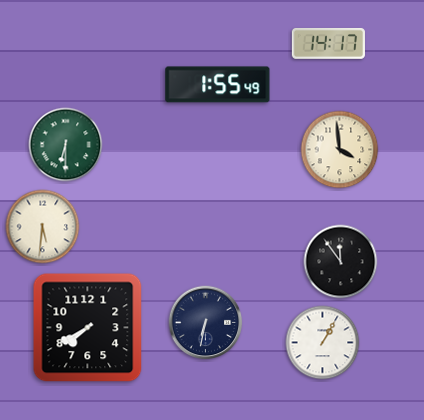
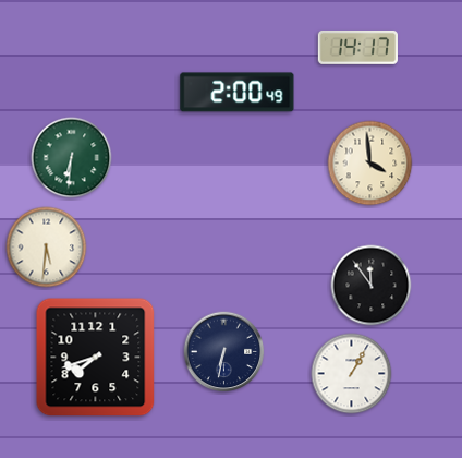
clock at (218, 85): 1:55 -> 2:00
clock at (66, 145): 6:30 -> 6:31
clock at (88, 328): 7:40 -> 7:42
